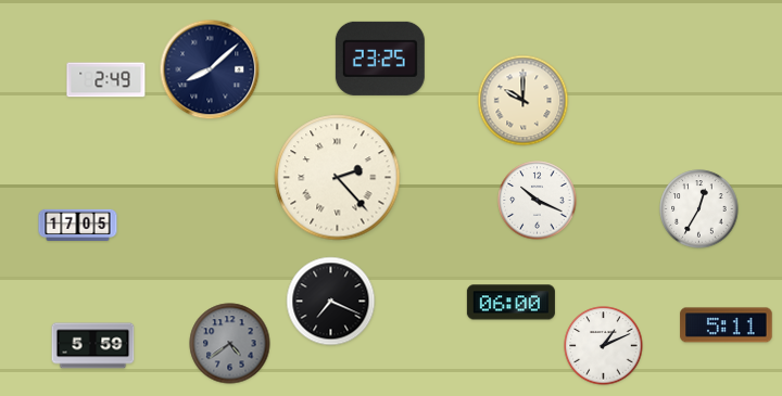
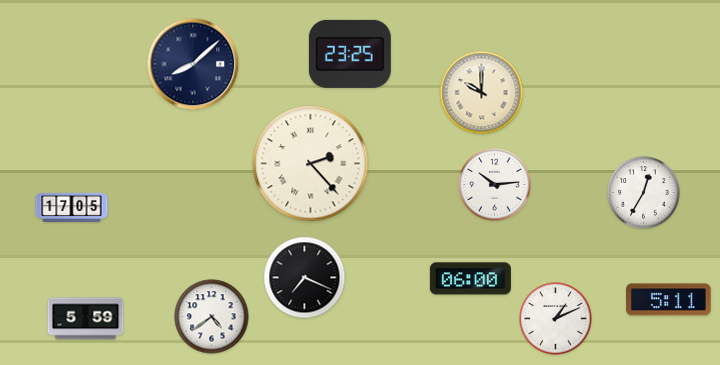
clock at (106, 80): 2:49 -> none
clock at (538, 201): 10:19 -> 10:14
clock at (230, 344) dial: grey -> white
